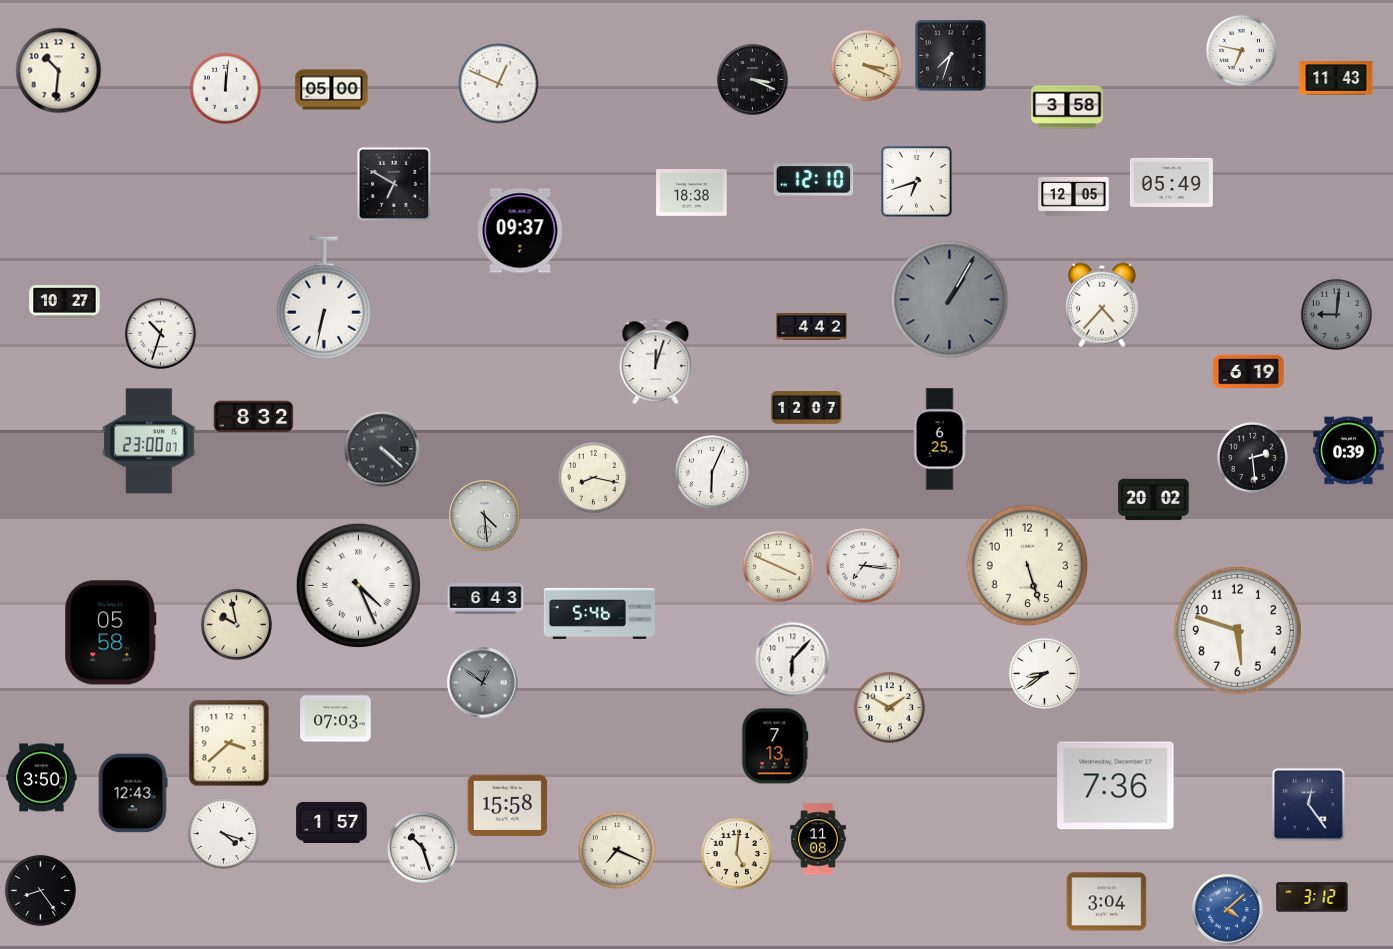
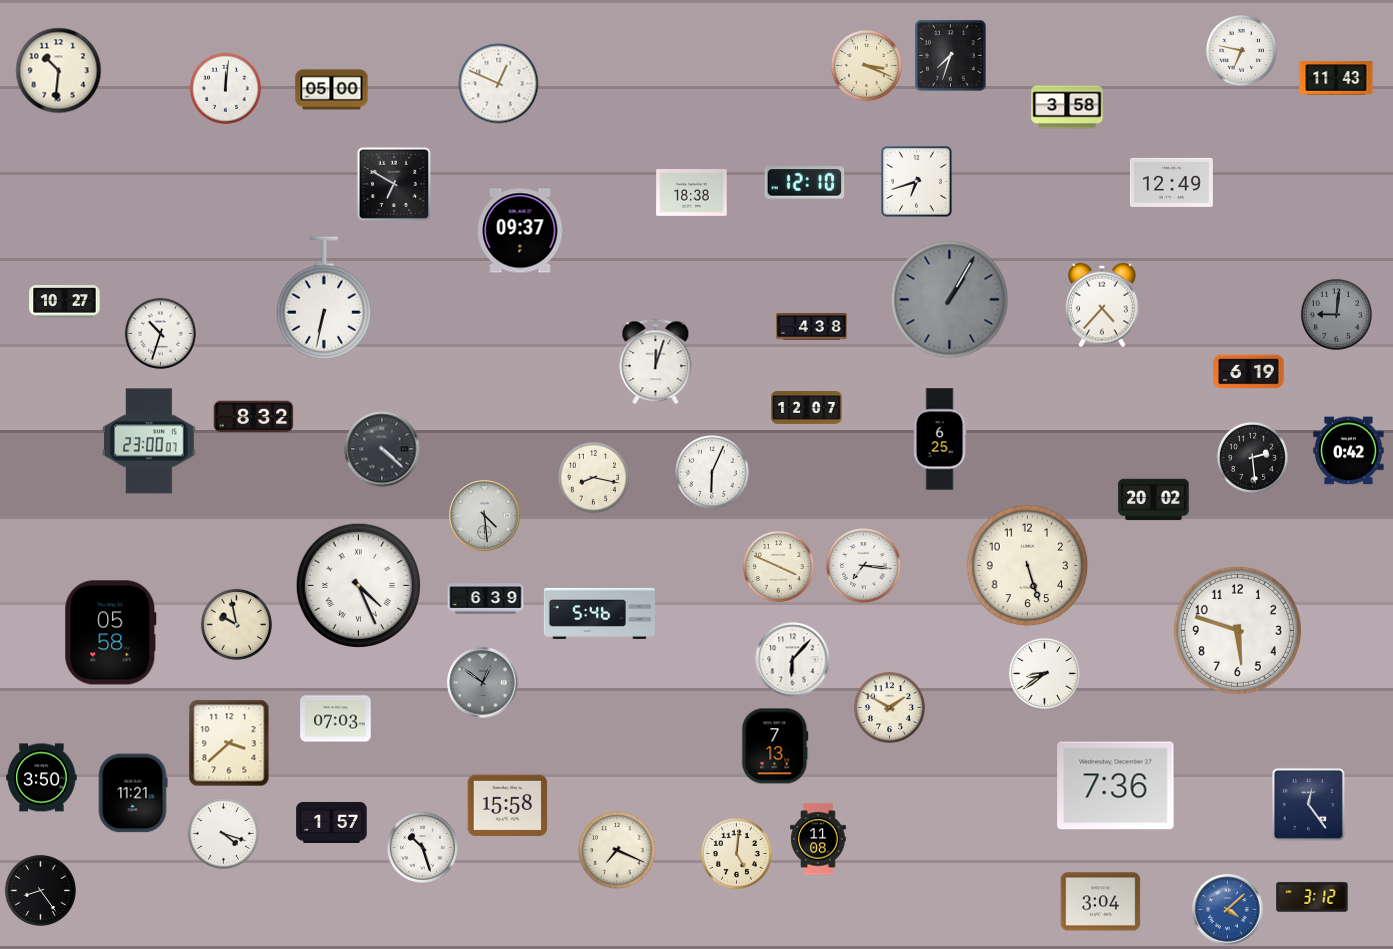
clock at (753, 80): 3:19 -> none
clock at (814, 180) position: (814, 180) -> (805, 183)
clock at (1171, 182): 05:49 -> 12:49
clock at (1074, 197): 12:05 -> none
clock at (812, 327): 4:42 -> 4:38
clock at (1349, 451): 0:39 -> 0:42
clock at (486, 599): 6:43 -> 6:39
clock at (133, 793): 12:43 -> 11:21
clock at (1107, 902) position: (1107, 902) -> (1101, 902)
